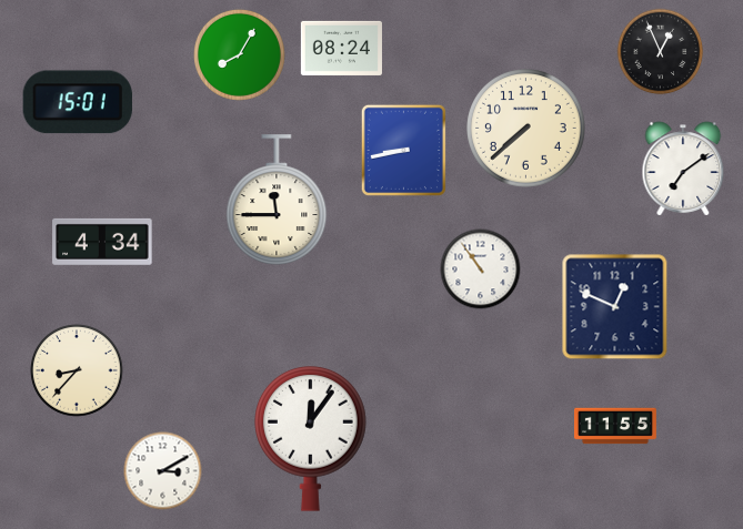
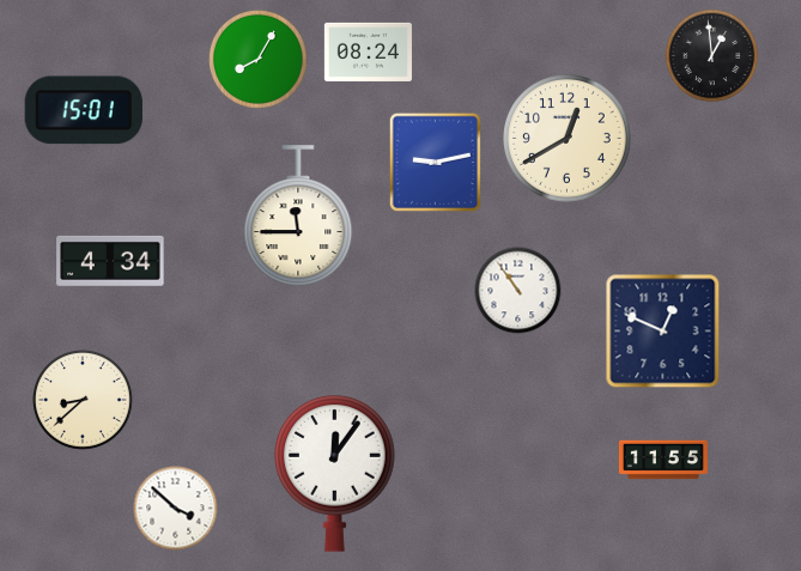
clock at (661, 52): 12:56 -> 12:59
clock at (526, 129): 7:38 -> 12:40
clock at (403, 150): 8:43 -> 9:13
clock at (683, 169): 7:09 -> none
clock at (78, 372): 8:37 -> 8:38
clock at (163, 471): 3:10 -> 3:52
